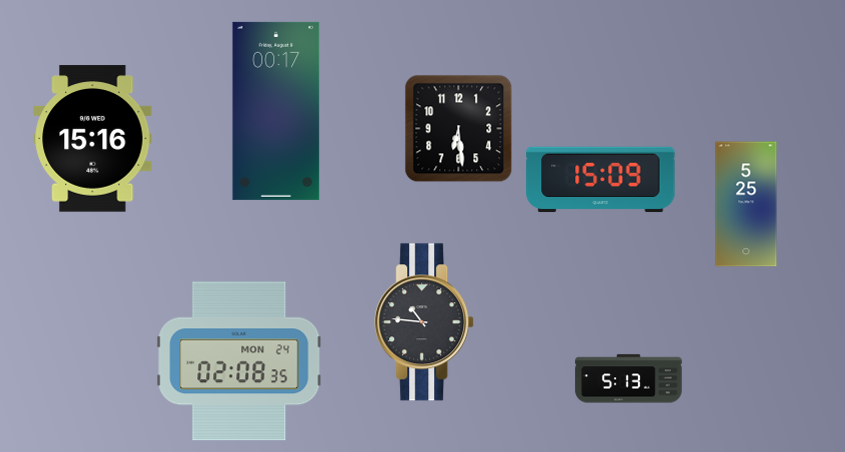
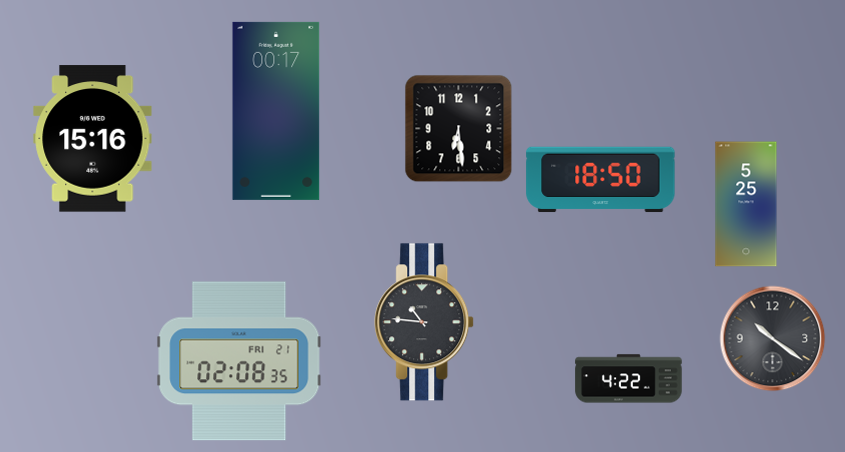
clock at (601, 180): 15:09 -> 18:50
clock at (773, 339): none -> 10:21
clock at (239, 361) date: MON 24 -> FRI 21
clock at (629, 379): 5:13 -> 4:22
